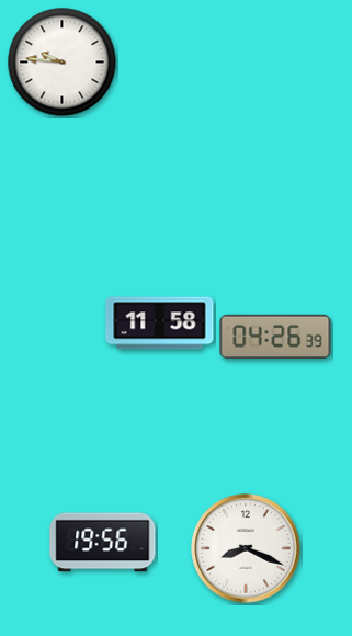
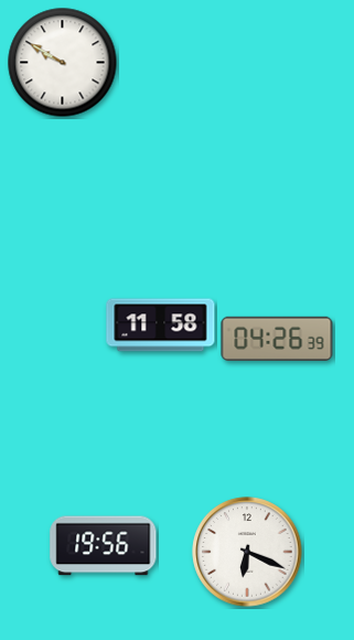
clock at (63, 63): 9:46 -> 9:50
clock at (246, 548): 8:19 -> 6:19
